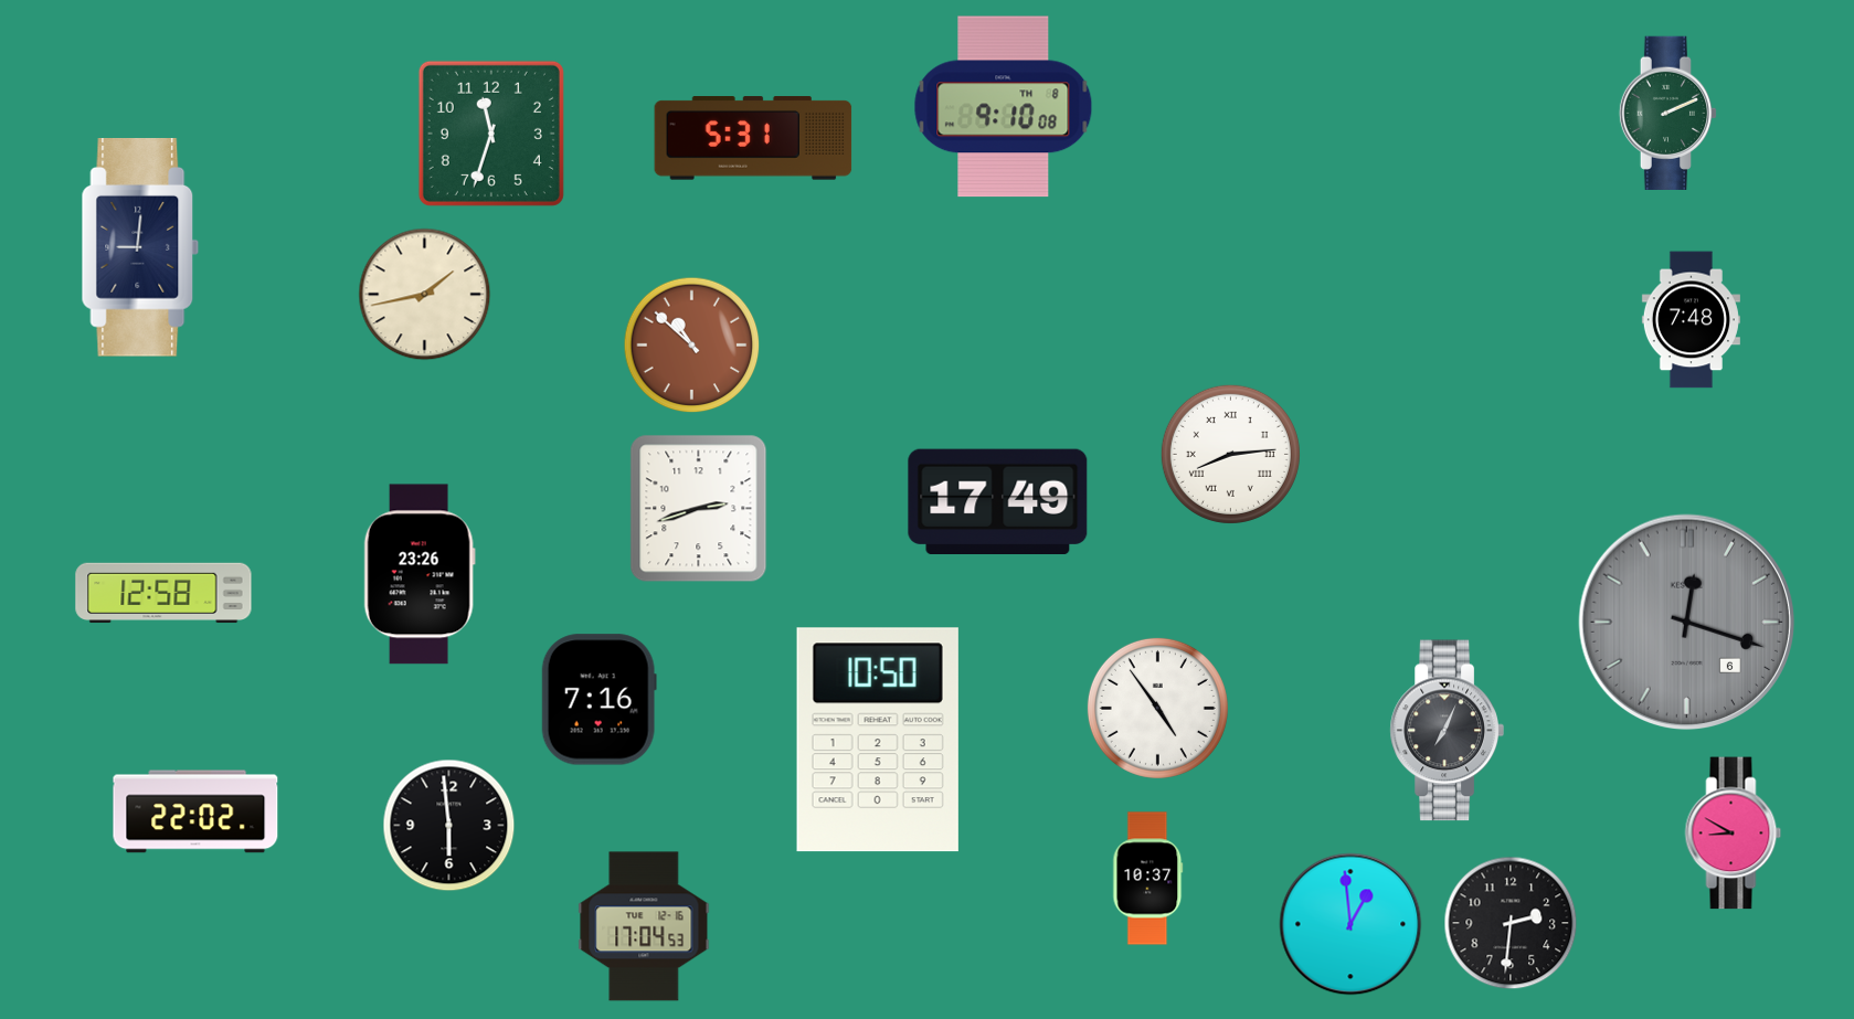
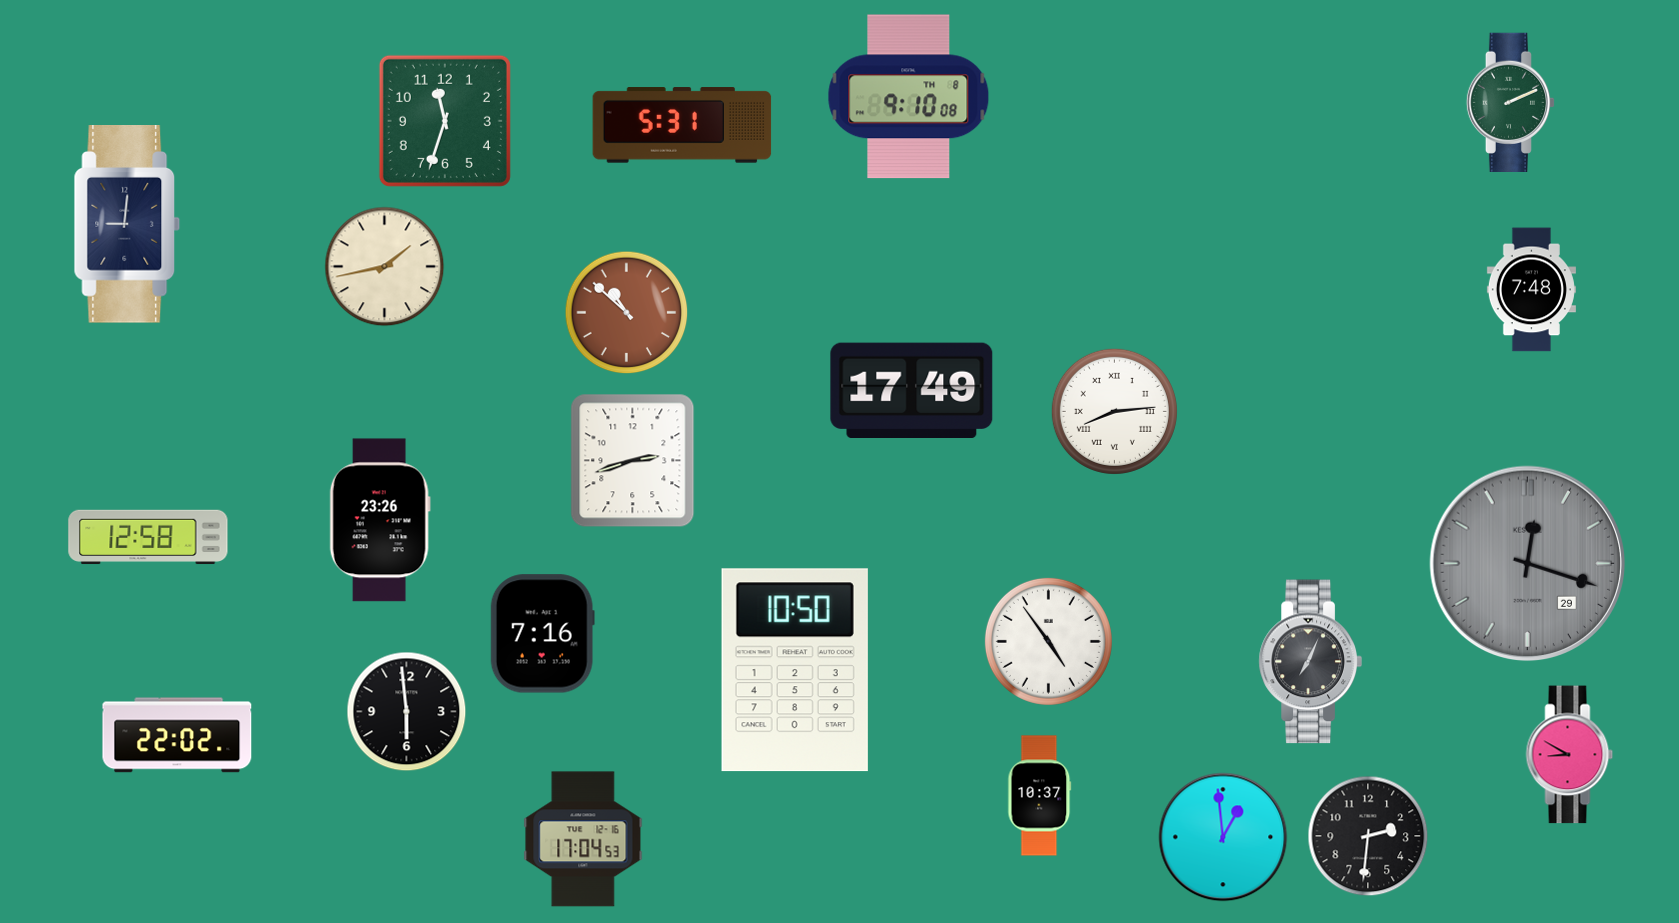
clock at (998, 502) position: (998, 502) -> (912, 391)
clock at (1687, 623) date: 6 -> 29
clock at (449, 826) position: (449, 826) -> (407, 712)
